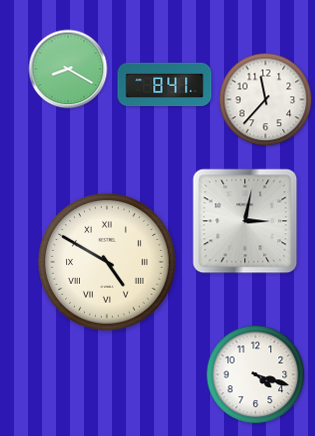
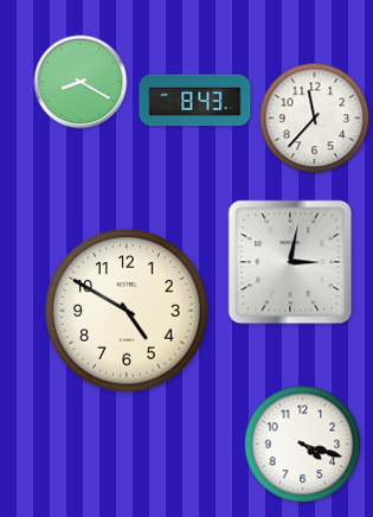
clock at (165, 85): 8:41 -> 8:43
clock at (107, 262) numerals: Roman -> Arabic
